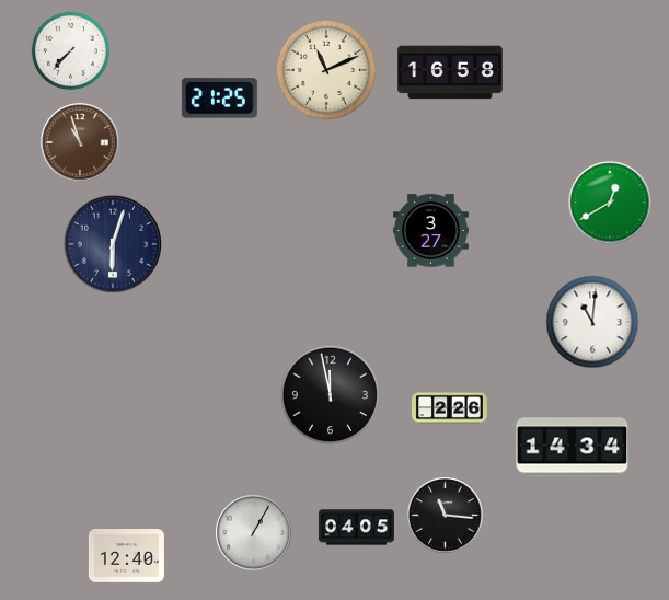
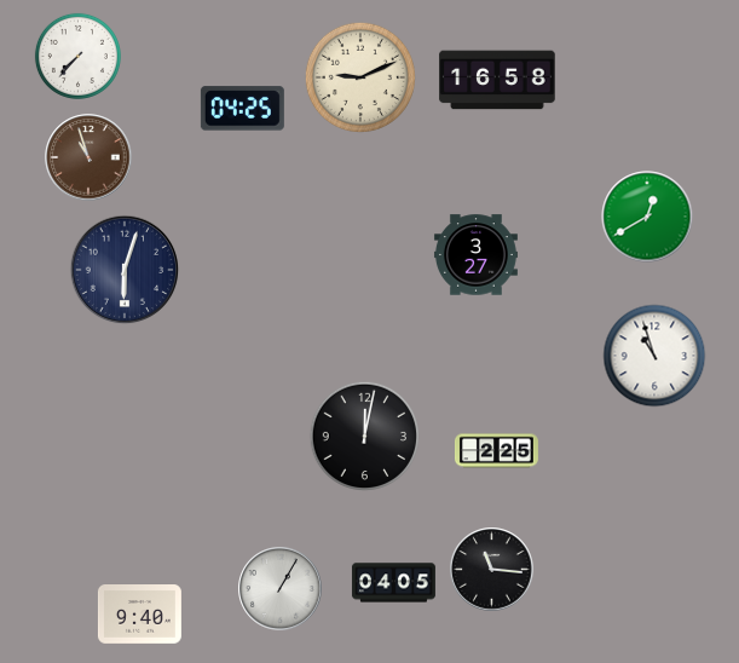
clock at (326, 70): 11:11 -> 9:11
clock at (219, 99): 21:25 -> 04:25
clock at (610, 203) position: (610, 203) -> (647, 217)
clock at (592, 322): 11:01 -> 10:57
clock at (330, 394): 11:58 -> 12:02
clock at (449, 408): 2:26 -> 2:25
clock at (573, 448): 14:34 -> none
clock at (126, 556): 12:40 -> 9:40
